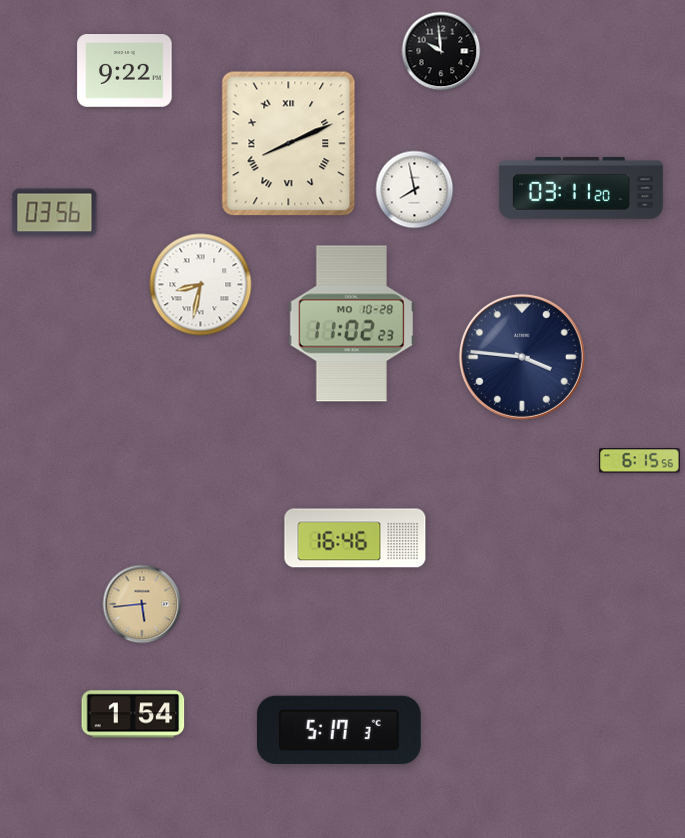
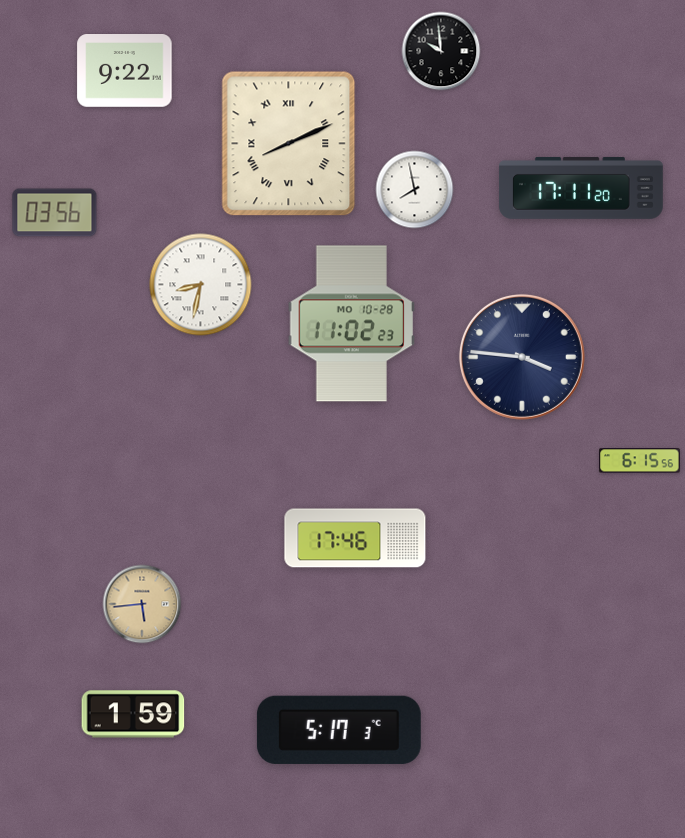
clock at (581, 188): 03:11 -> 17:11
clock at (355, 538): 16:46 -> 17:46
clock at (133, 714): 1:54 -> 1:59
